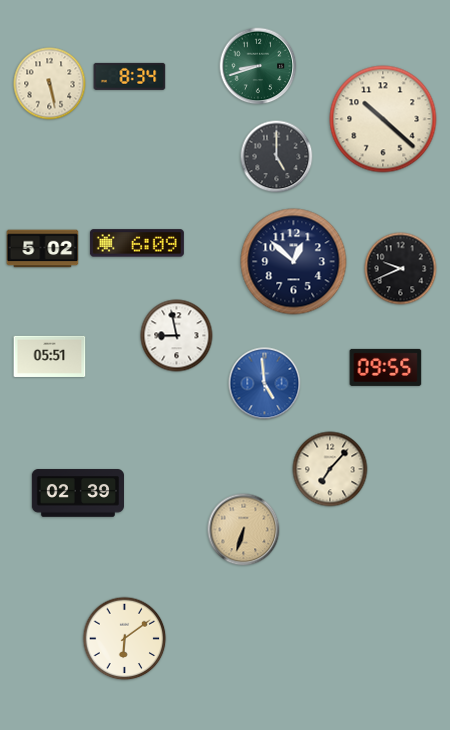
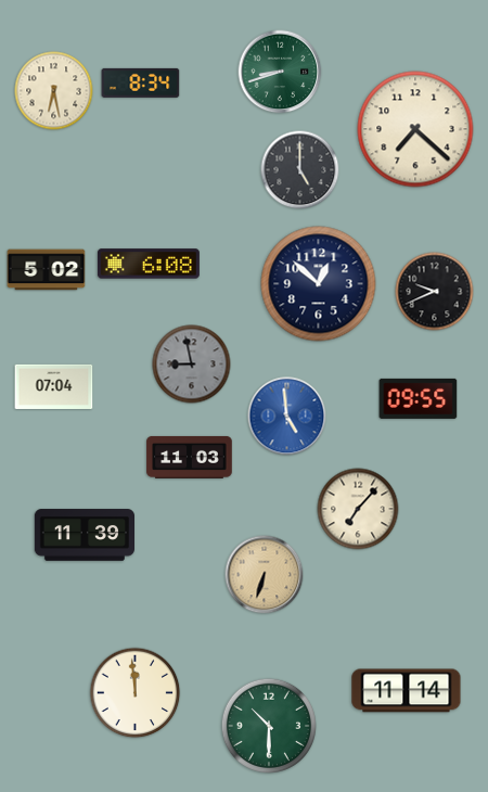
clock at (50, 84): 5:28 -> 6:28
clock at (383, 119): 10:22 -> 7:22
clock at (137, 243): 6:09 -> 6:08
clock at (177, 336) dial: white -> grey
clock at (50, 356): 05:51 -> 07:04
clock at (190, 457): none -> 11:03
clock at (77, 493): 02:39 -> 11:39
clock at (407, 691): none -> 11:14
clock at (125, 639): 6:09 -> 11:59
clock at (268, 725): none -> 10:30
